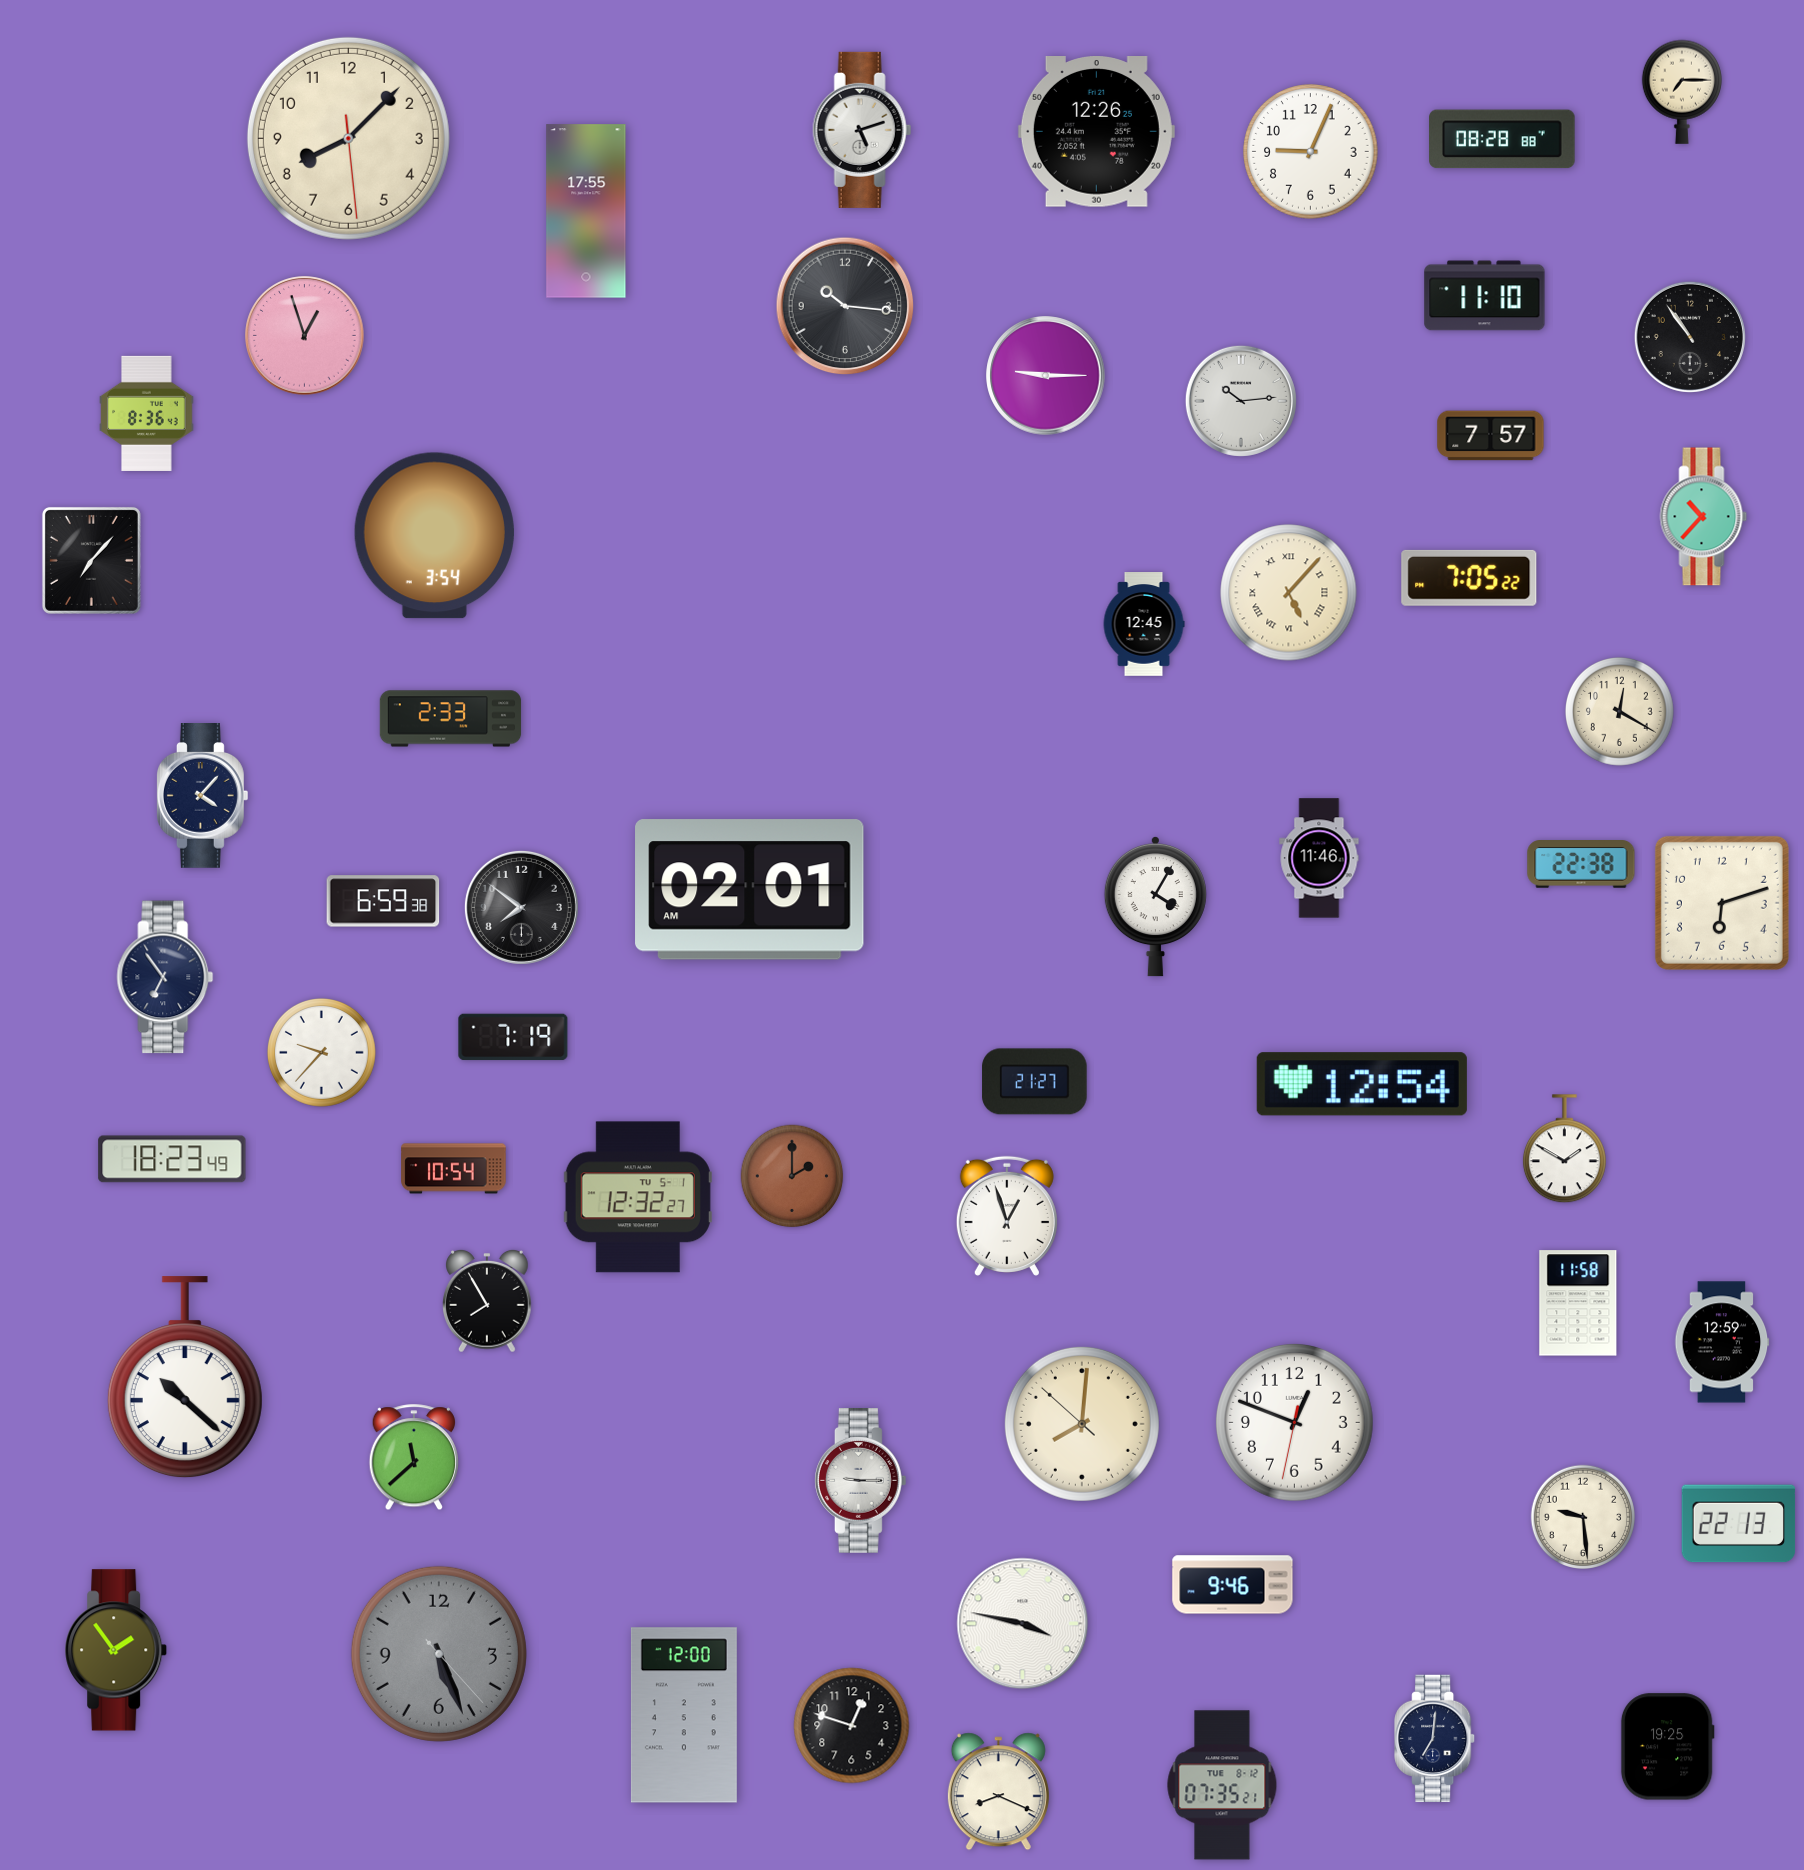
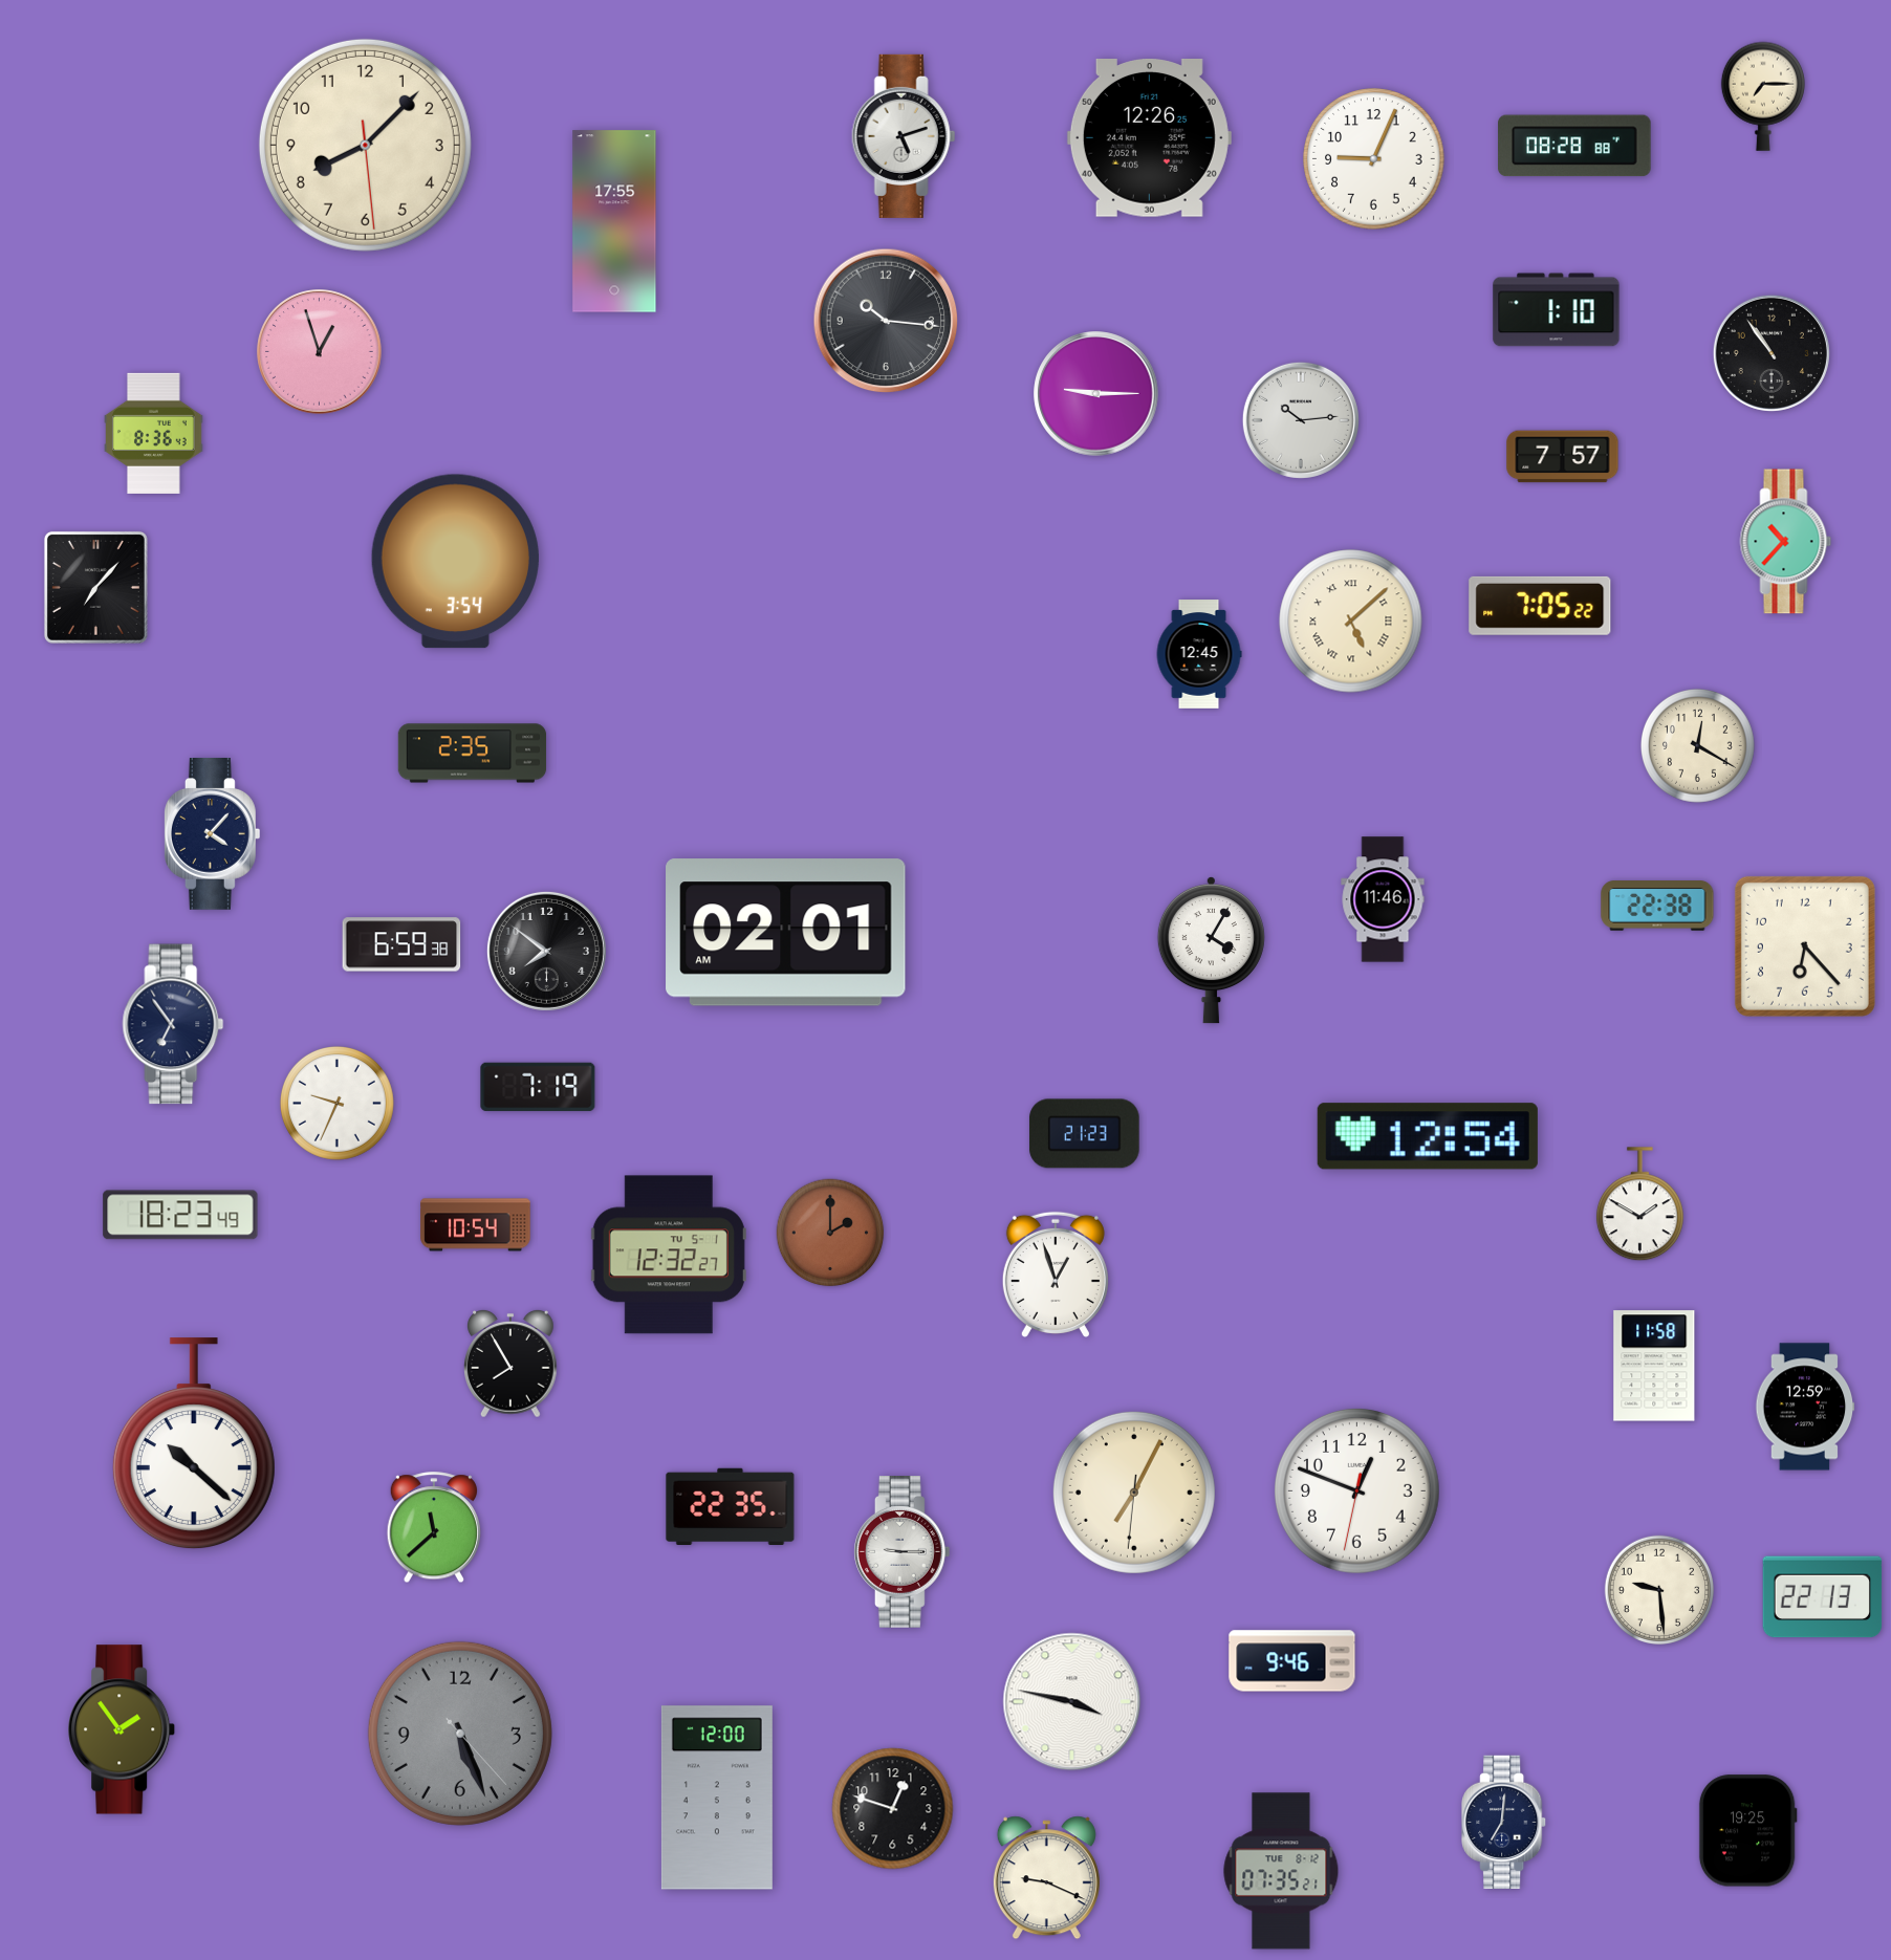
clock at (1485, 296): 11:10 -> 1:10
clock at (1289, 593): 5:07 -> 5:08
clock at (451, 719): 2:33 -> 2:35
clock at (1722, 903): 6:12 -> 6:23
clock at (321, 1052): 9:37 -> 9:34
clock at (1035, 1082): 21:27 -> 21:23
clock at (1082, 1424): 8:00 -> 7:04
clock at (731, 1506): none -> 22:35
clock at (998, 1792): 8:19 -> 9:19
